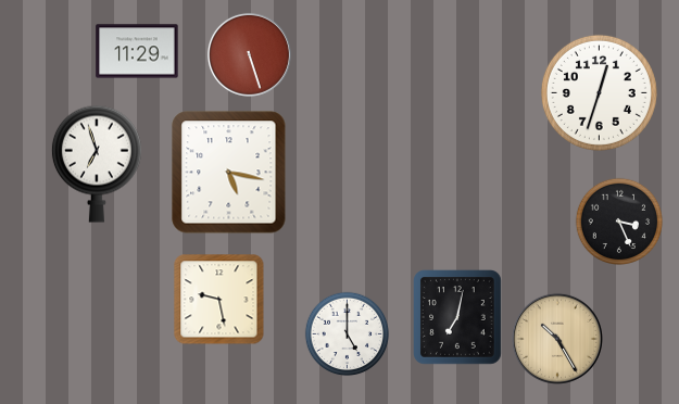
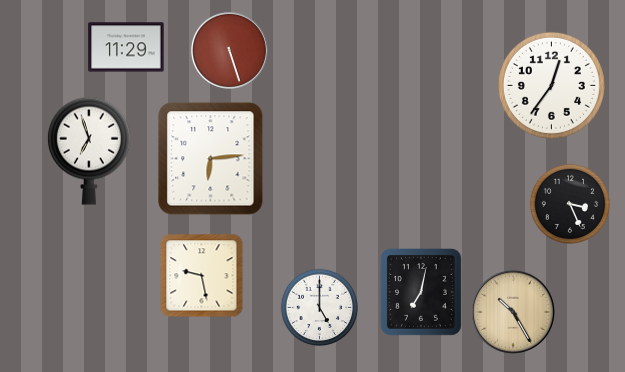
clock at (599, 92): 12:33 -> 12:36
clock at (229, 173): 5:17 -> 6:14
